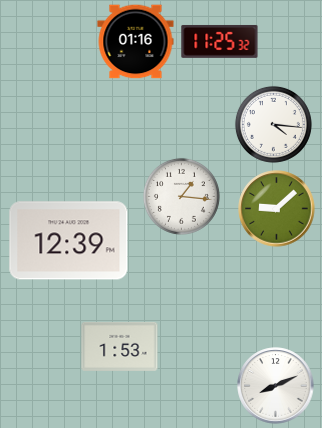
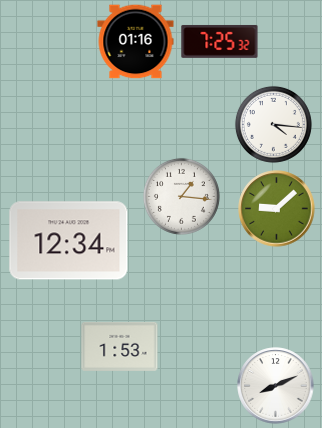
clock at (220, 41): 11:25 -> 7:25
clock at (69, 241): 12:39 -> 12:34
